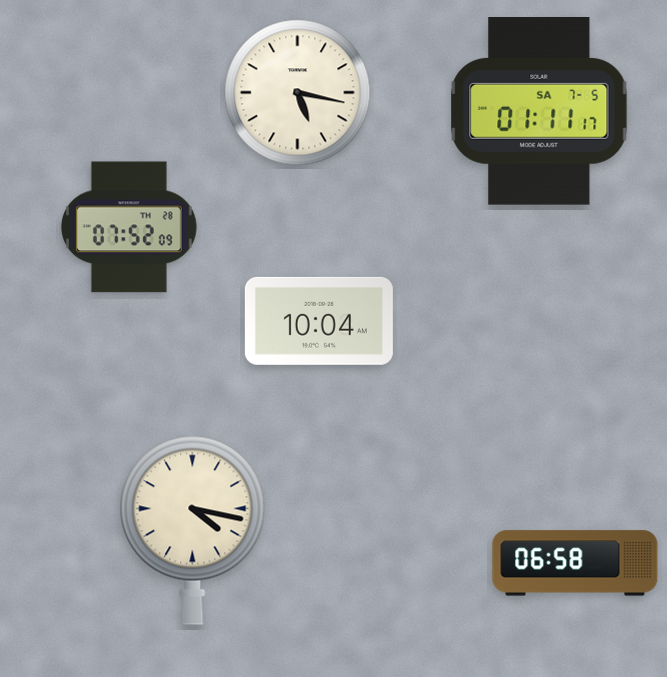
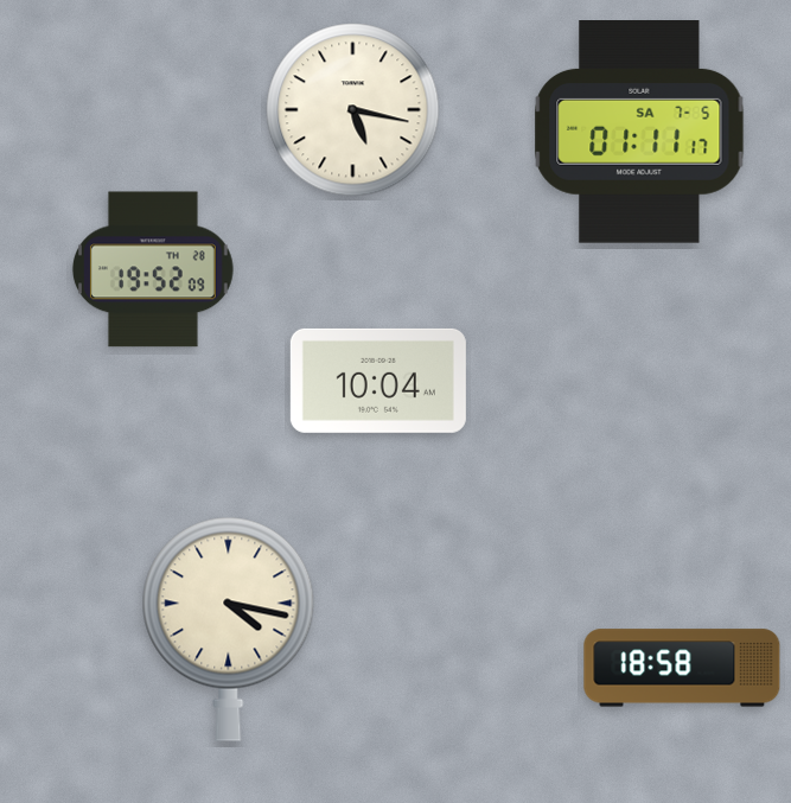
clock at (129, 227): 07:52 -> 19:52
clock at (575, 563): 06:58 -> 18:58
